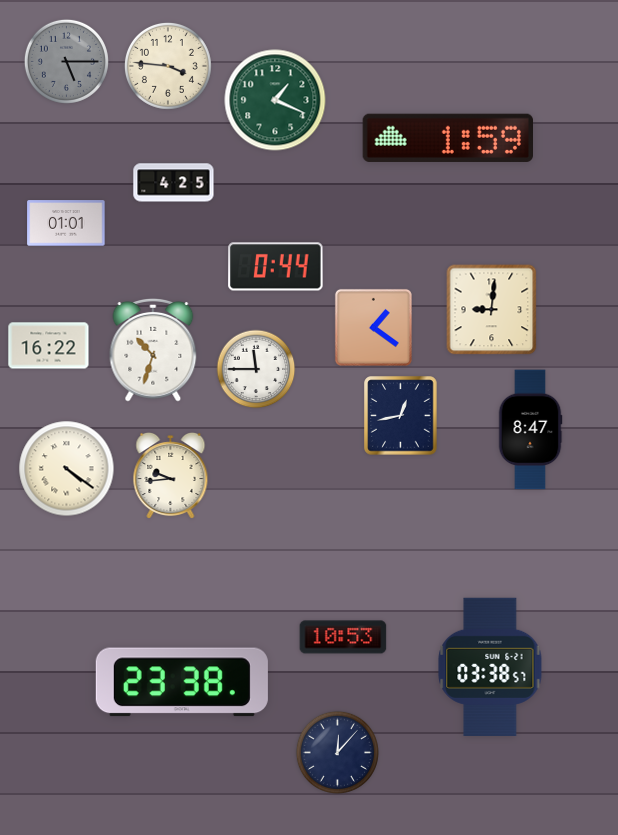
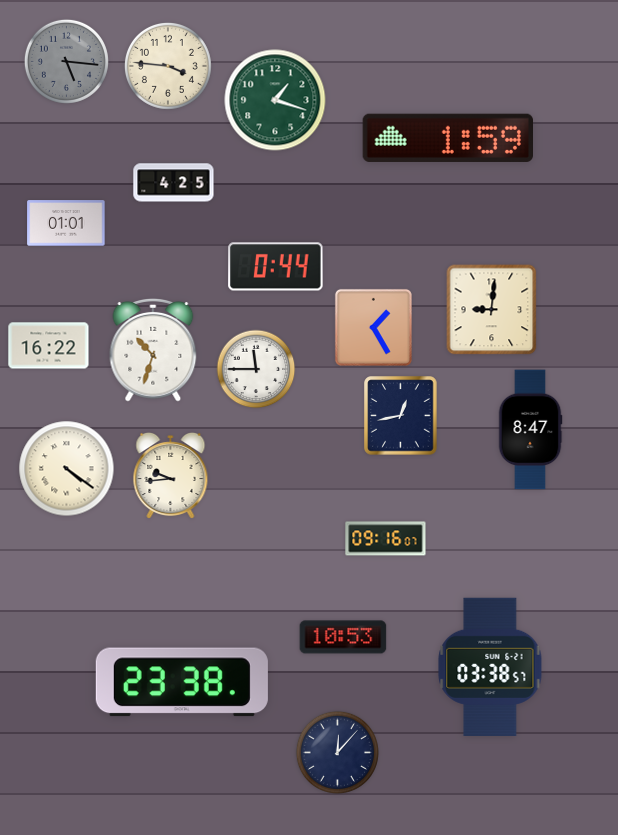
clock at (66, 61): 5:15 -> 5:16
clock at (275, 100): 1:19 -> 1:18
clock at (373, 327): 1:21 -> 1:25
clock at (386, 539): none -> 09:16
